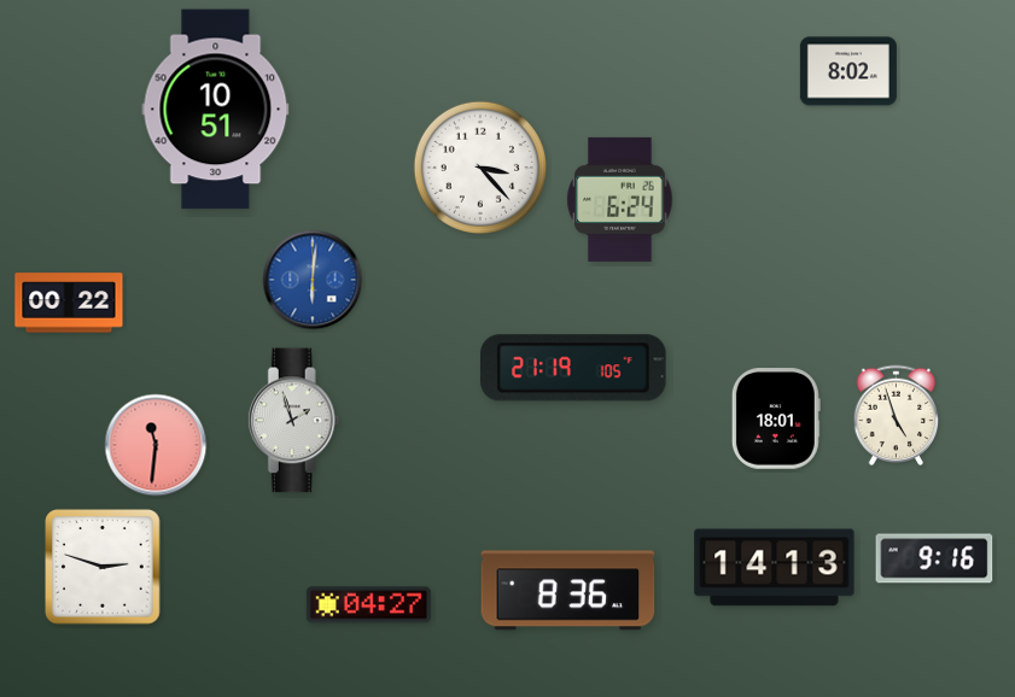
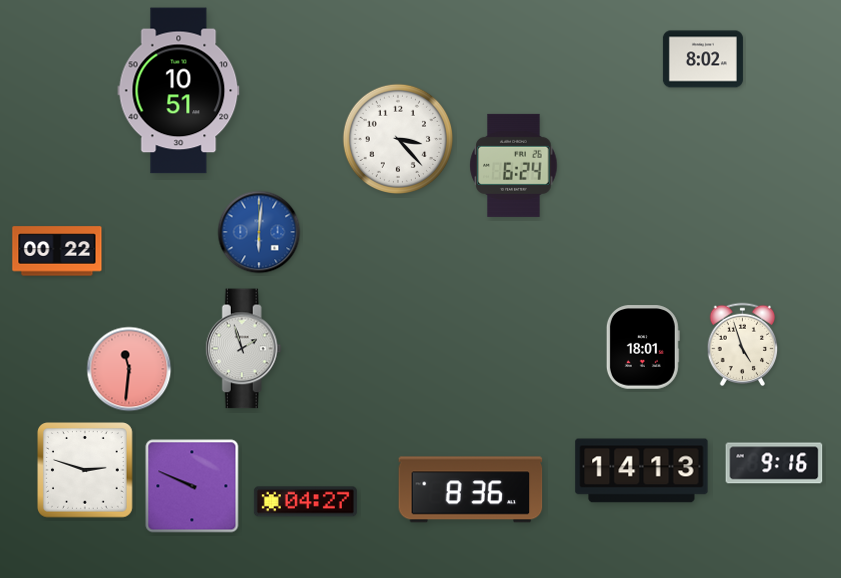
clock at (574, 368): 21:19 -> none
clock at (192, 486): none -> 9:49
